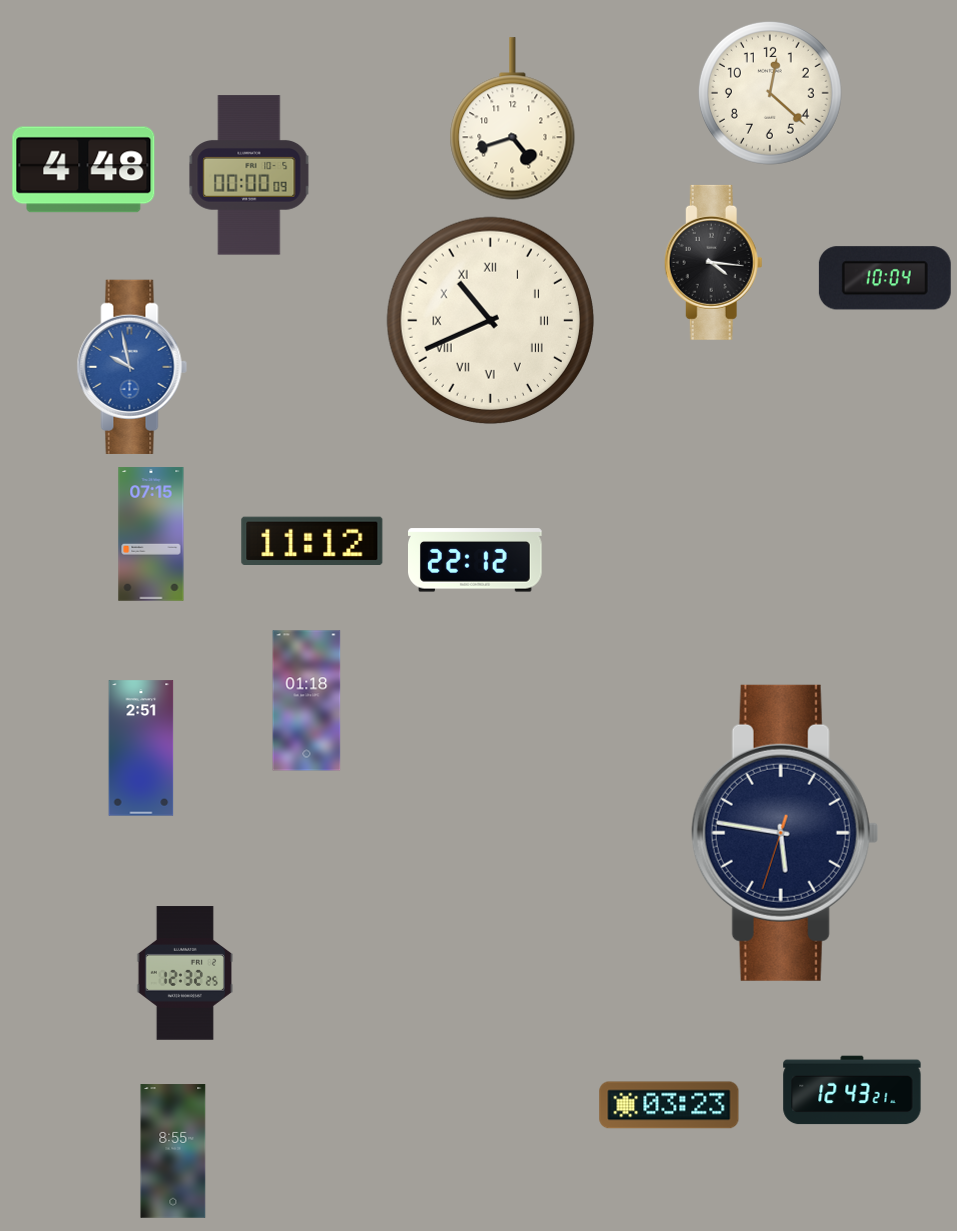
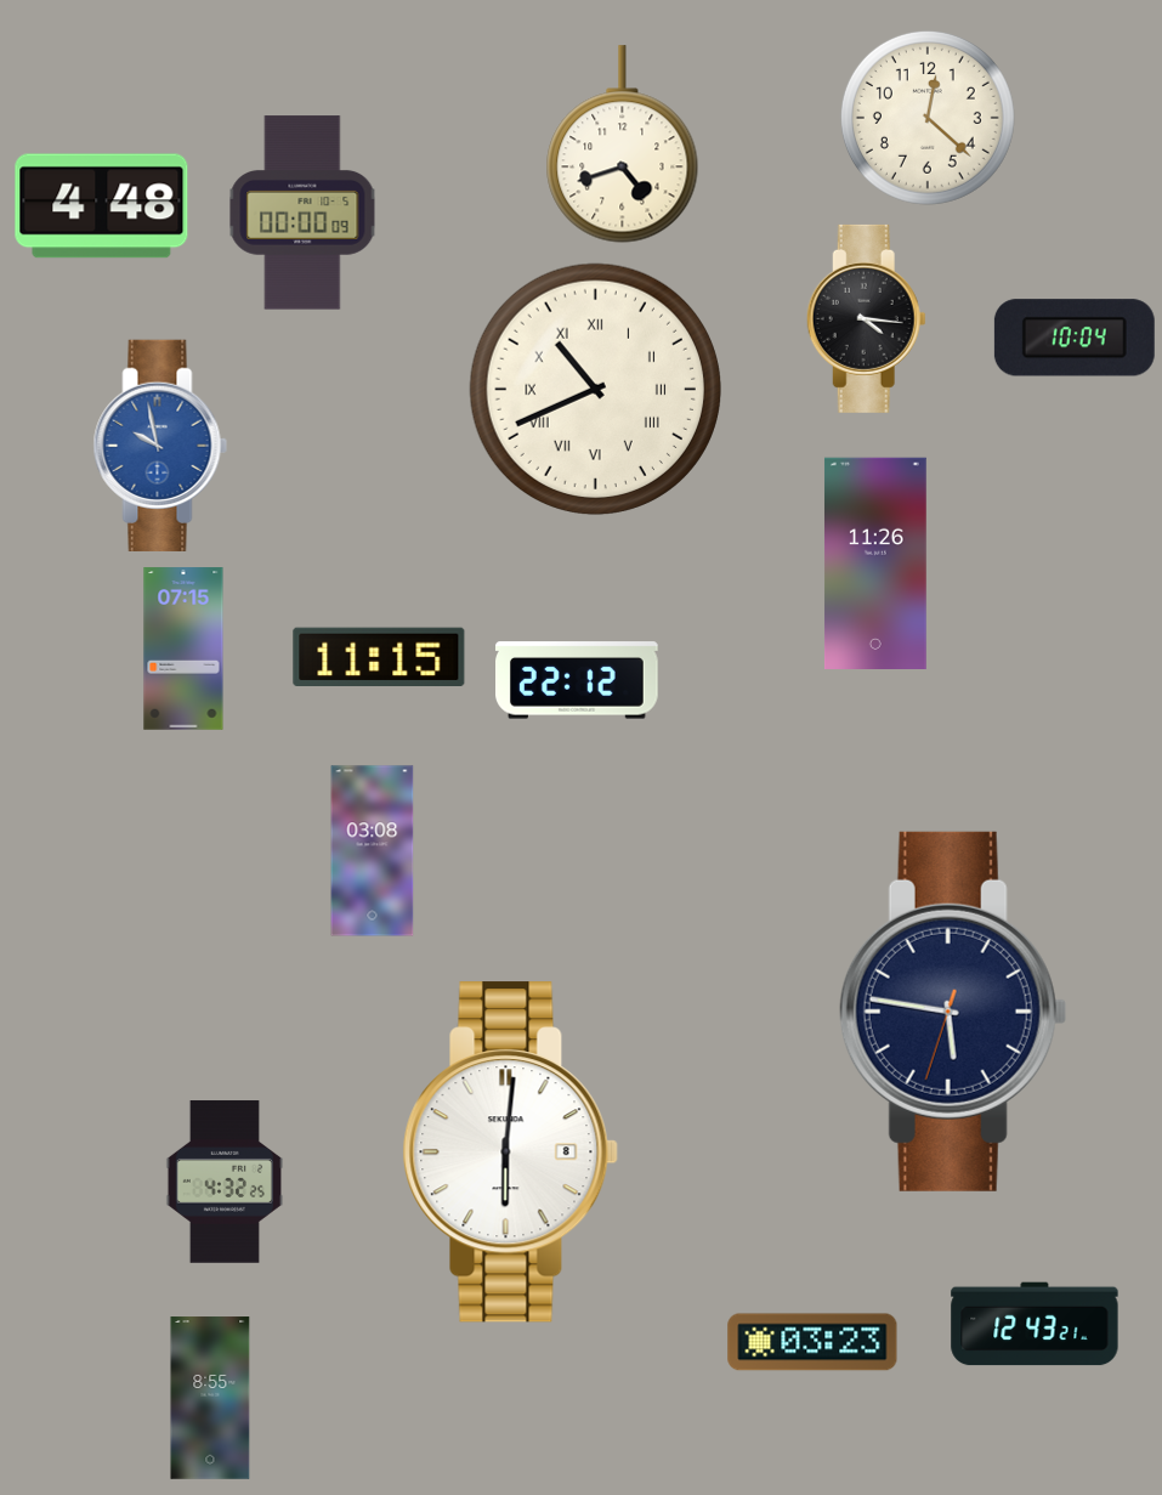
clock at (770, 93) position: (770, 93) -> (928, 118)
clock at (875, 562): none -> 11:26
clock at (312, 540): 11:12 -> 11:15
clock at (307, 701): 01:18 -> 03:08
clock at (141, 748): 2:51 -> none
clock at (510, 1153): none -> 6:01
clock at (184, 973): 12:32 -> 4:32
